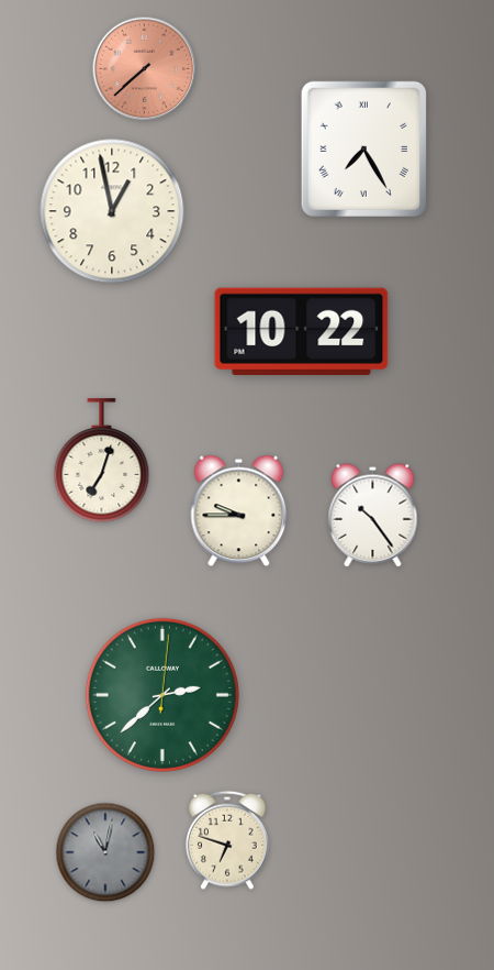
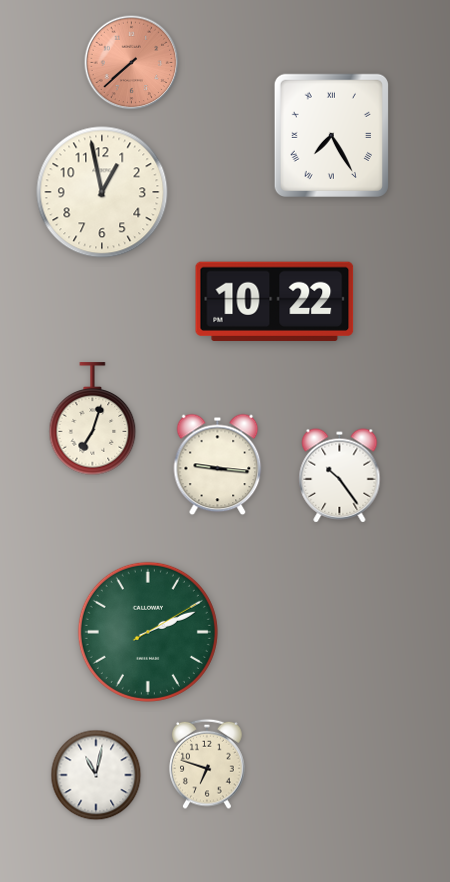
clock at (239, 511): 9:45 -> 9:16
clock at (373, 516) position: (373, 516) -> (340, 476)
clock at (162, 695): 2:38 -> 2:11
clock at (105, 852) dial: grey -> white
